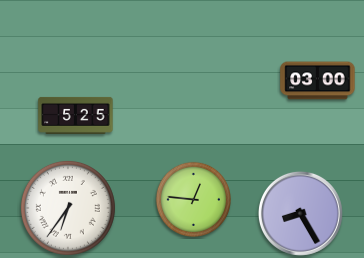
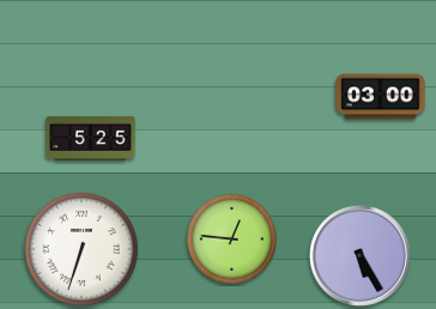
clock at (68, 208): 6:36 -> 6:33
clock at (300, 213): 8:25 -> 5:25
